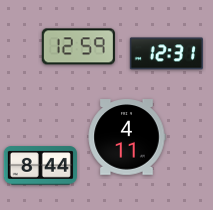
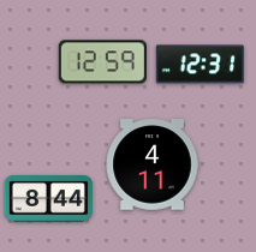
clock at (78, 47) position: (78, 47) -> (102, 62)
